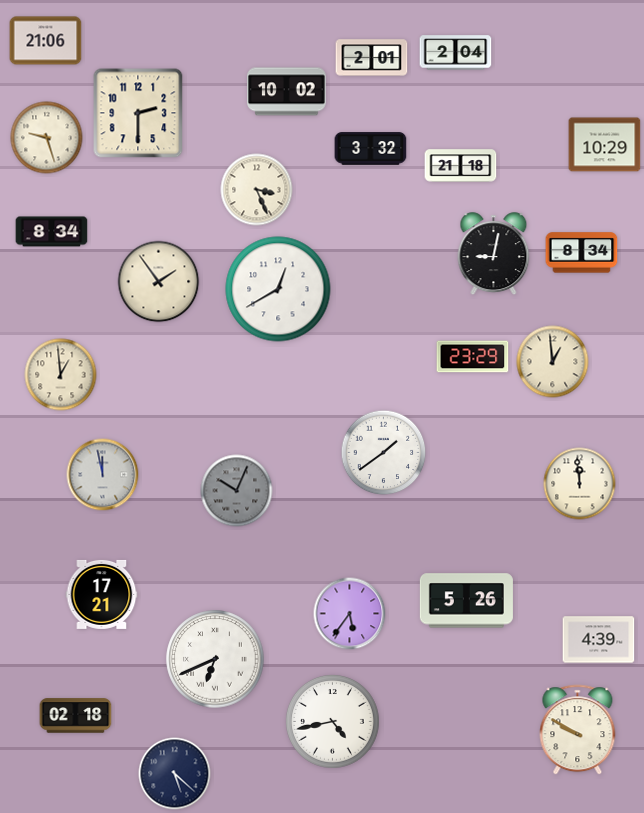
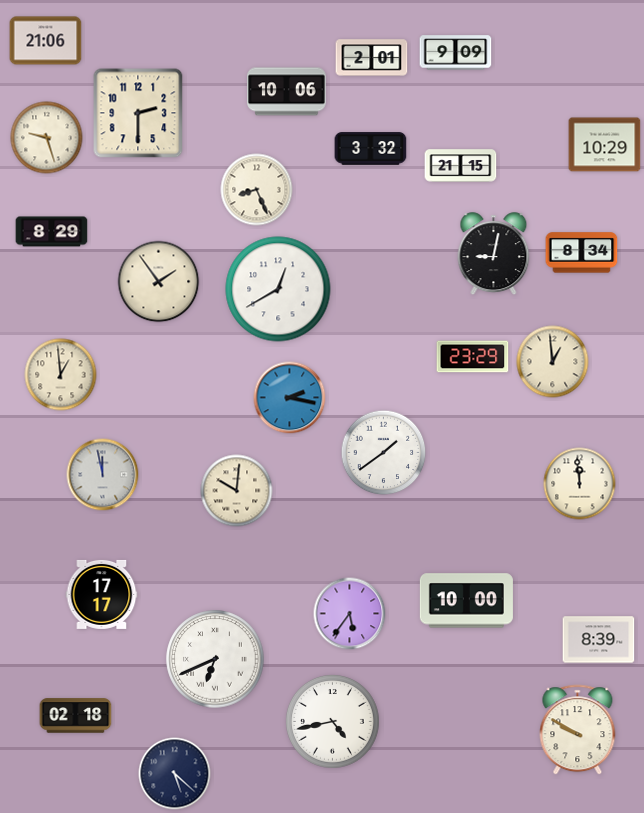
clock at (456, 53): 2:04 -> 9:09
clock at (287, 92): 10:02 -> 10:06
clock at (461, 166): 21:18 -> 21:15
clock at (257, 190): 3:26 -> 8:26
clock at (52, 232): 8:34 -> 8:29
clock at (290, 398): none -> 2:17
clock at (237, 491): 10:04 -> 10:01
clock at (237, 491) dial: grey -> cream
clock at (102, 594): 17:21 -> 17:17
clock at (466, 601): 5:26 -> 10:00
clock at (599, 640): 4:39 -> 8:39
